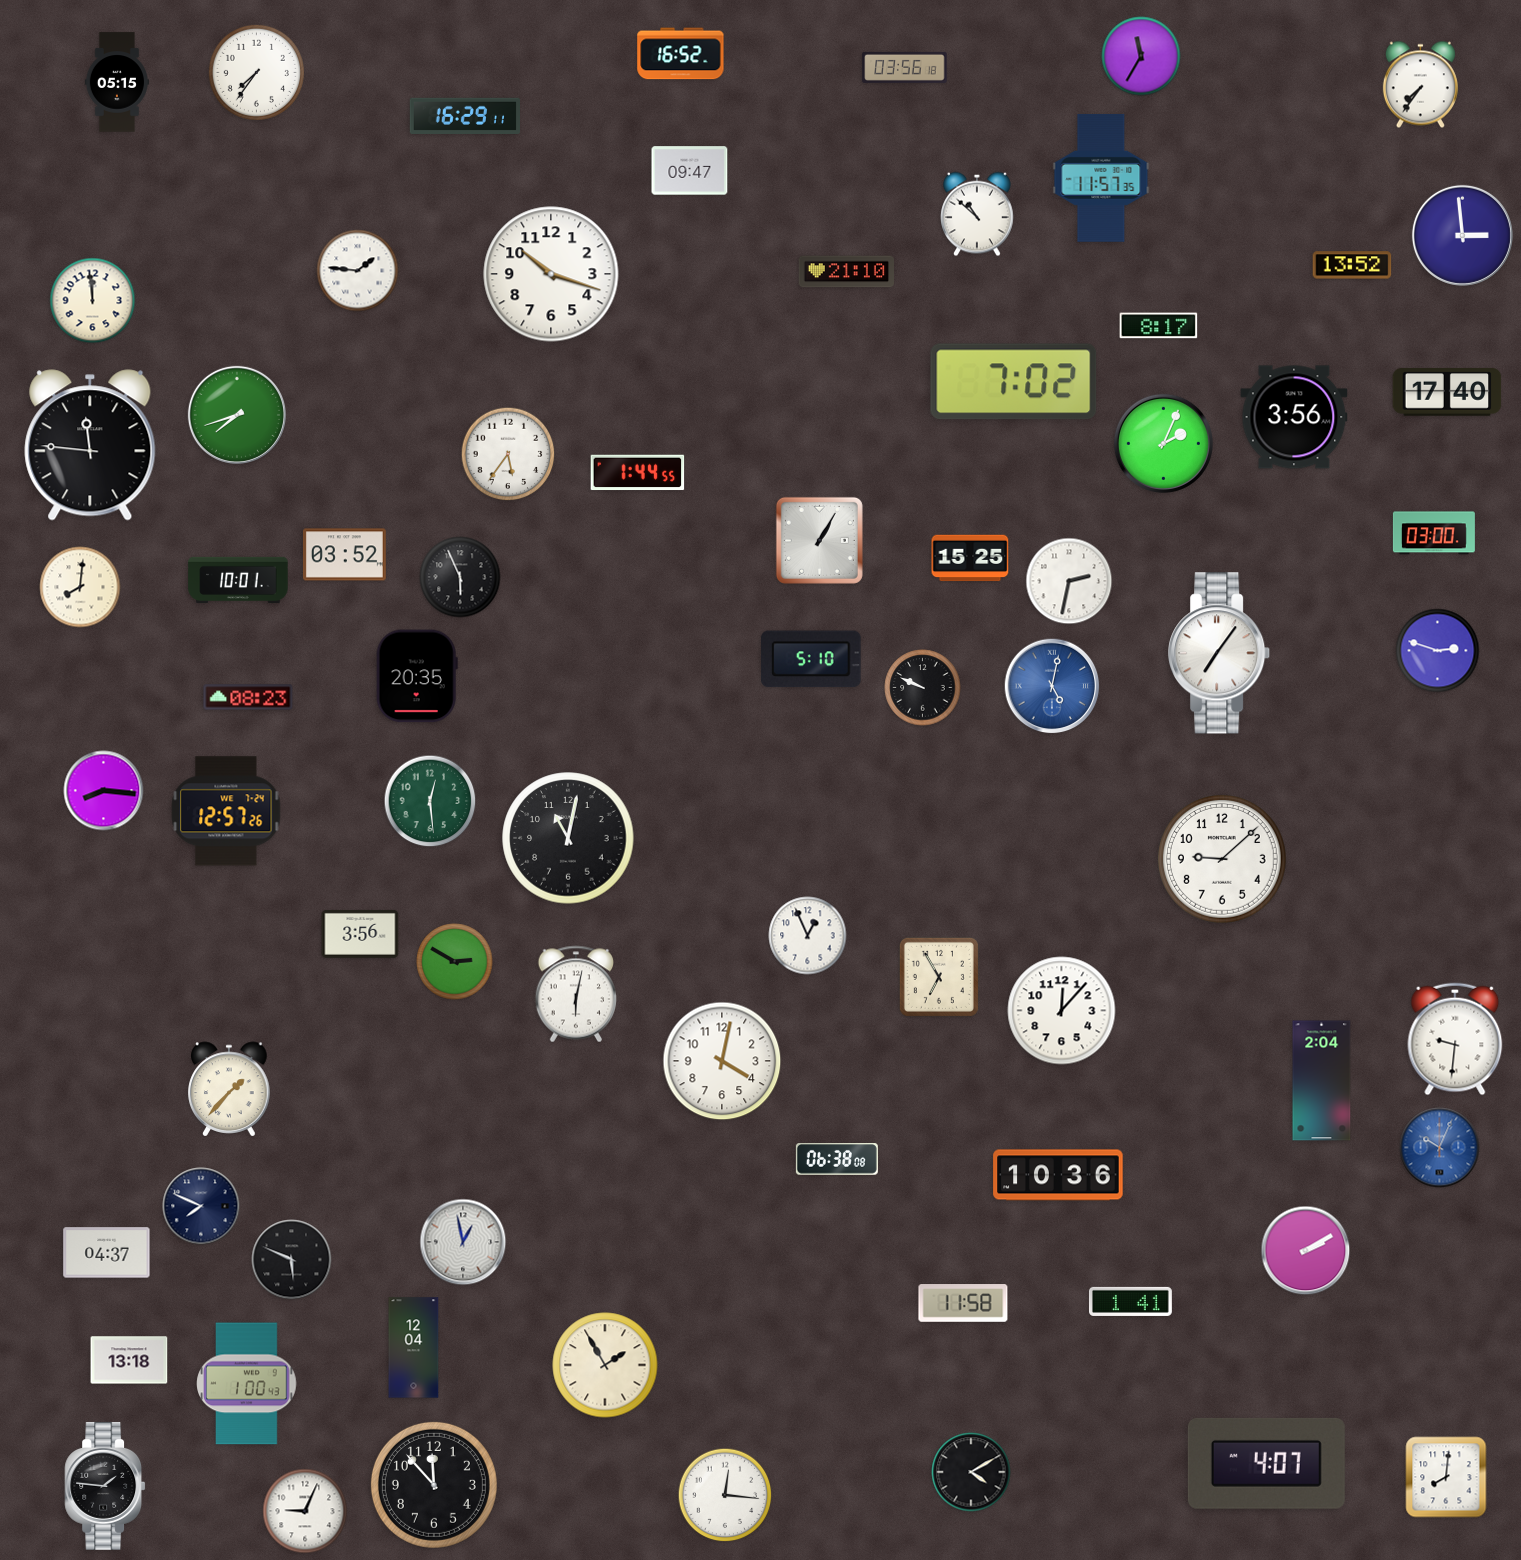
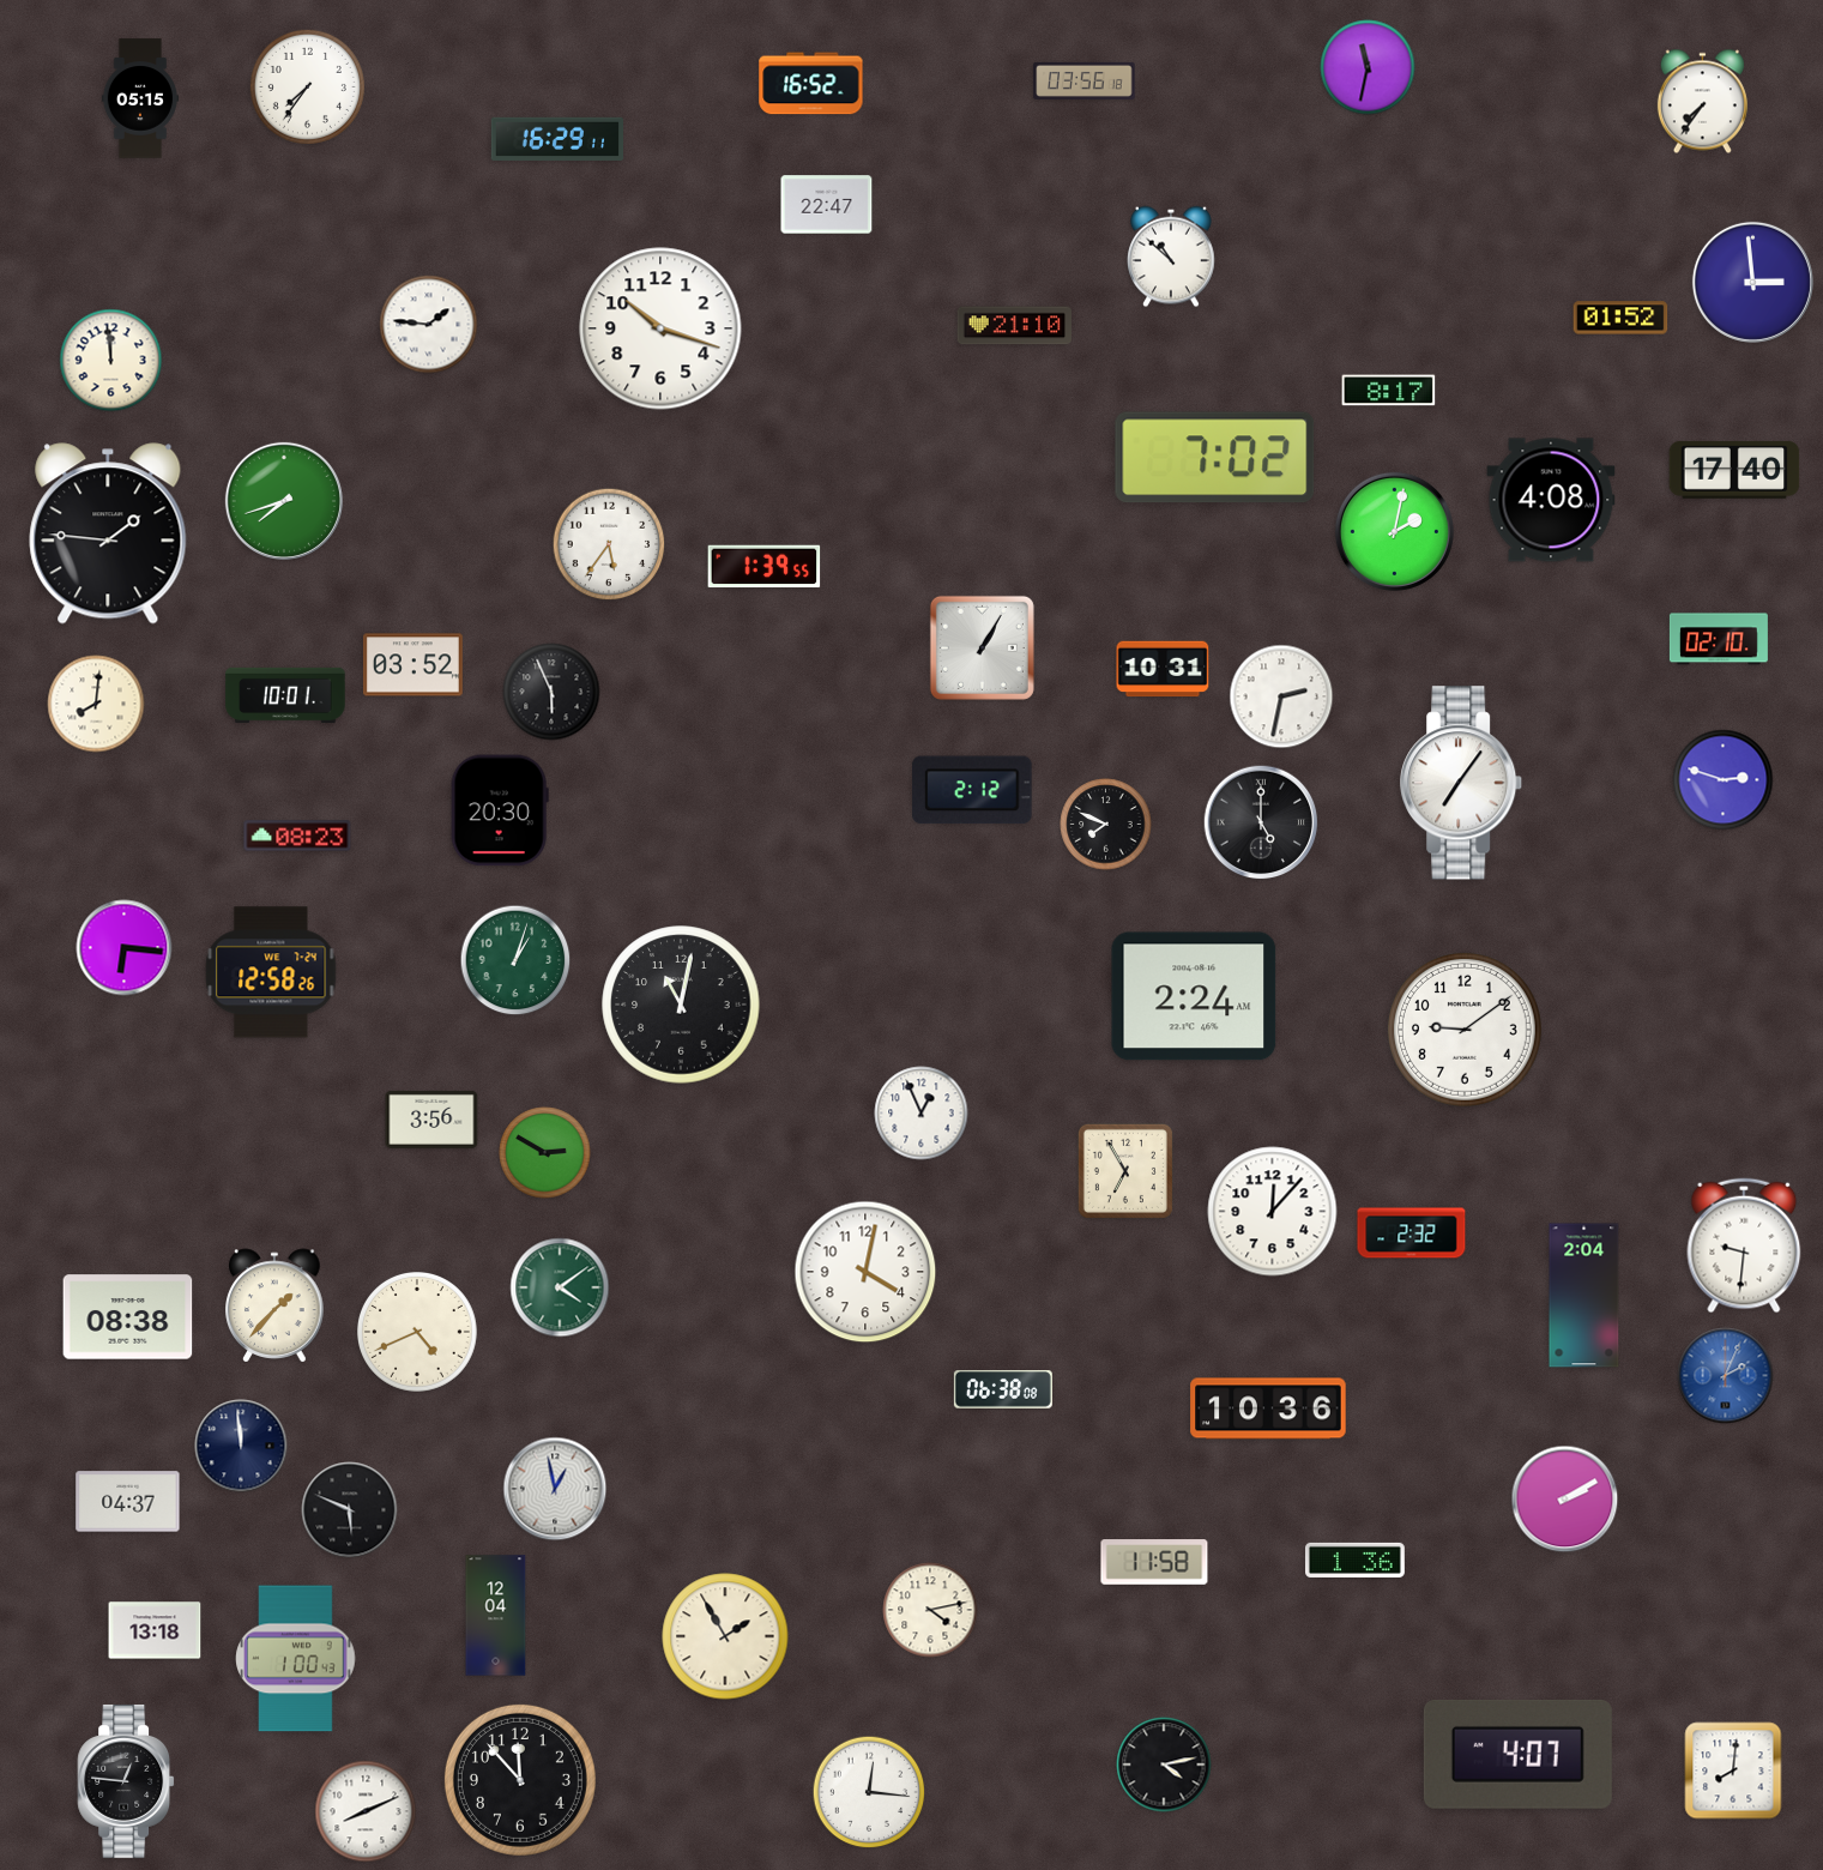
clock at (681, 54) position: (681, 54) -> (811, 84)
clock at (1141, 56): 11:35 -> 11:32
clock at (690, 171): 09:47 -> 22:47
clock at (1101, 178): 11:57 -> none
clock at (1352, 265): 13:52 -> 01:52
clock at (237, 415) position: (237, 415) -> (284, 501)
clock at (1294, 417): 3:56 -> 4:08
clock at (1163, 443): 2:04 -> 2:02
clock at (90, 445): 11:46 -> 1:46
clock at (638, 473): 1:44 -> 1:39
clock at (1434, 533): 03:00 -> 02:10
clock at (970, 558): 15:25 -> 10:31
clock at (811, 659): 5:10 -> 2:12
clock at (417, 676): 20:35 -> 20:30
clock at (1052, 686): 5:02 -> 5:00
clock at (1052, 686) dial: blue -> black
clock at (923, 688): 9:49 -> 7:49
clock at (104, 791): 8:16 -> 6:16
clock at (430, 801): 12:29 -> 1:03
clock at (226, 811): 12:57 -> 12:58
clock at (1194, 996): none -> 2:24
clock at (1222, 859): 9:08 -> 9:09
clock at (808, 936) position: (808, 936) -> (922, 1114)
clock at (575, 994): 6:02 -> none
clock at (1412, 1233): none -> 2:32
clock at (560, 1287): none -> 4:09
clock at (128, 1317): none -> 08:38
clock at (418, 1333): none -> 4:41
clock at (1440, 1148): 10:04 -> 2:04
clock at (201, 1206): 7:49 -> 11:59
clock at (1130, 1301): 1:41 -> 1:36
clock at (930, 1610): none -> 4:13
clock at (971, 1472): 4:10 -> 4:13
clock at (105, 1486): 1:46 -> 12:46
clock at (305, 1511): 9:04 -> 8:11
